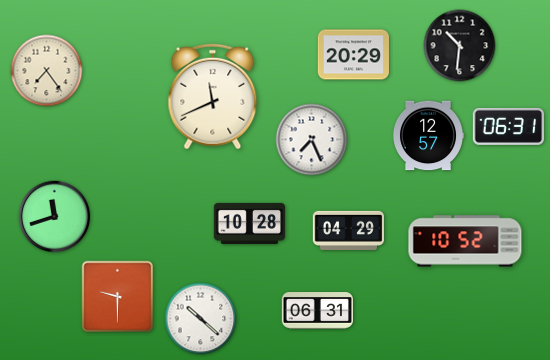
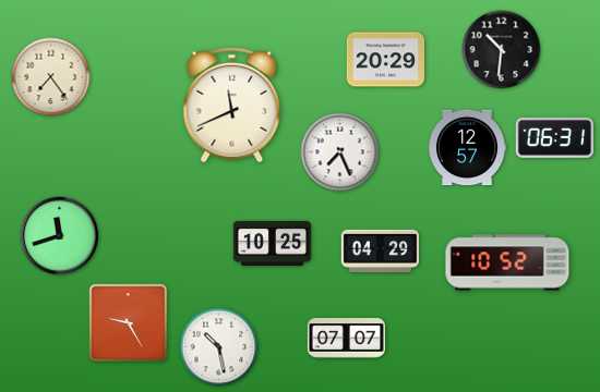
clock at (250, 223): 10:28 -> 10:25
clock at (118, 297): 9:30 -> 9:25
clock at (318, 311): 06:31 -> 07:07
clock at (201, 319): 10:22 -> 10:28
